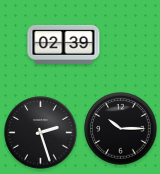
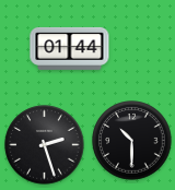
clock at (64, 44): 02:39 -> 01:44
clock at (121, 129): 10:15 -> 10:30
